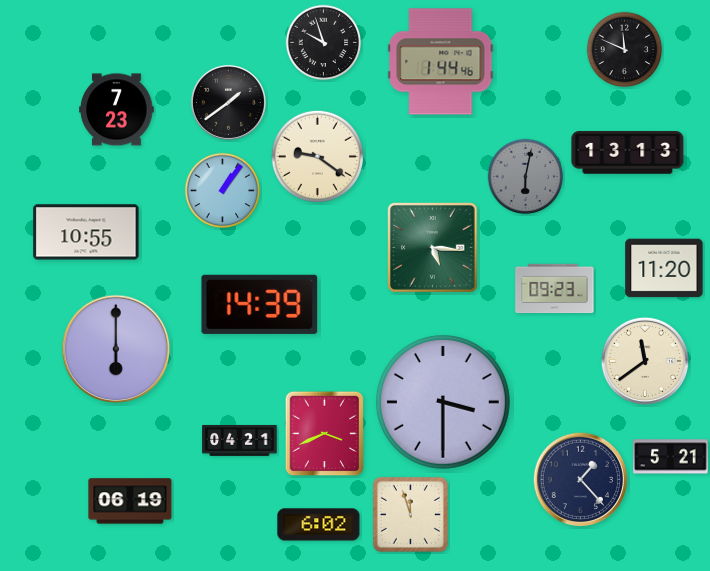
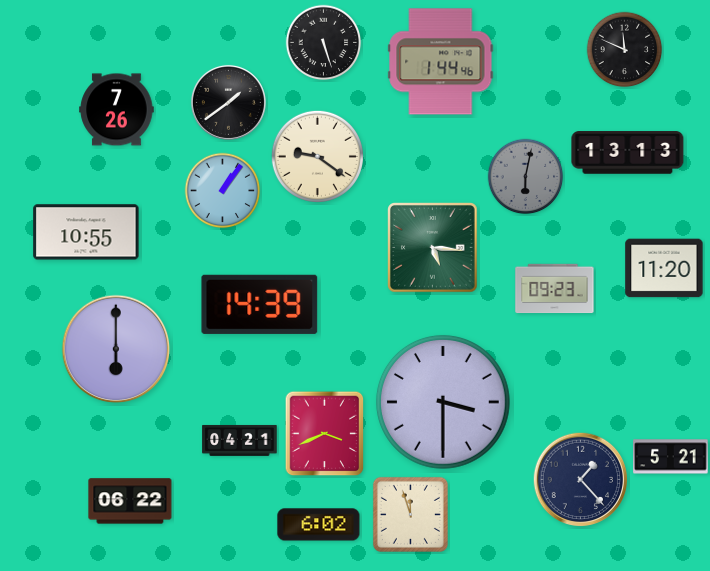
clock at (324, 43): 9:57 -> 5:27
clock at (117, 110): 7:23 -> 7:26
clock at (645, 361): 11:39 -> none
clock at (130, 501): 06:19 -> 06:22
